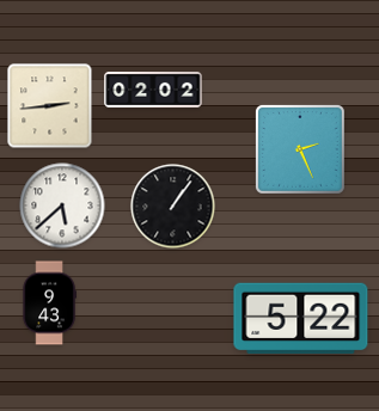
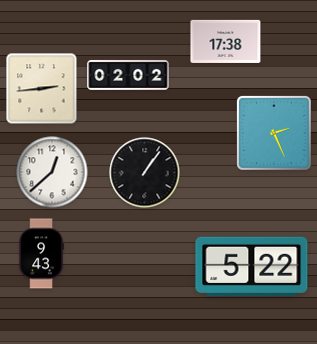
clock at (226, 41): none -> 17:38
clock at (300, 149) position: (300, 149) -> (274, 133)
clock at (62, 205): 5:38 -> 12:38
